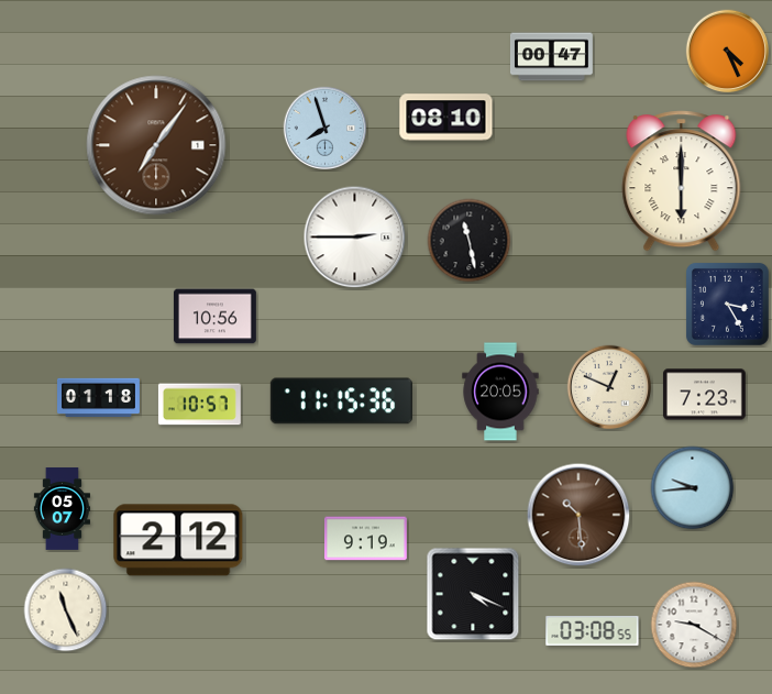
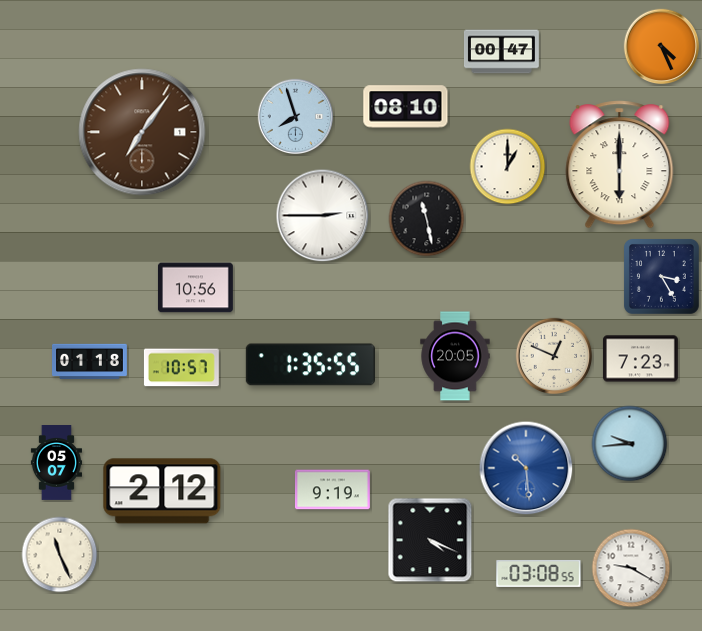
clock at (508, 167): none -> 1:00
clock at (609, 387) position: (609, 387) -> (554, 356)
clock at (341, 401): 11:15 -> 1:35
clock at (578, 515) dial: brown -> blue
